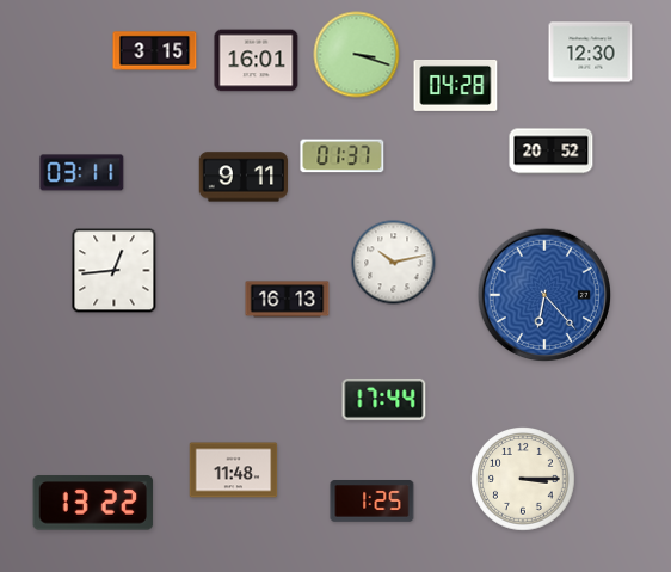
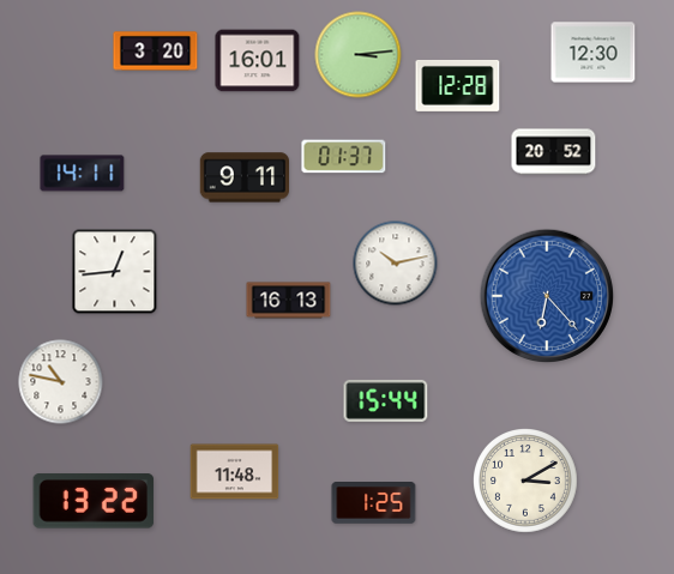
clock at (155, 51): 3:15 -> 3:20
clock at (357, 55): 3:18 -> 3:14
clock at (456, 85): 04:28 -> 12:28
clock at (82, 173): 03:11 -> 14:11
clock at (61, 382): none -> 10:47
clock at (384, 399): 17:44 -> 15:44
clock at (524, 480): 3:15 -> 3:10
clock at (93, 503) position: (93, 503) -> (94, 501)
